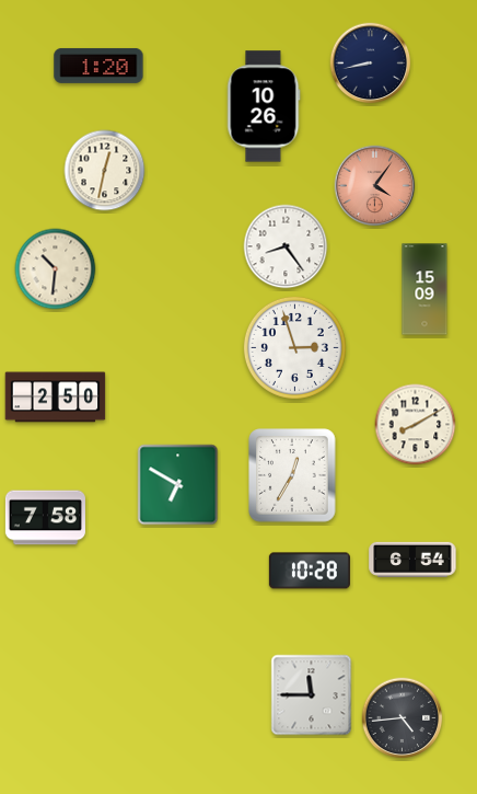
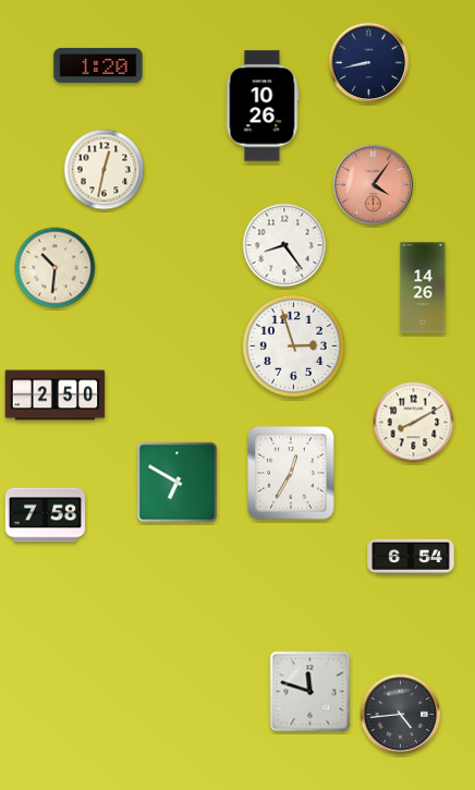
clock at (424, 289): 15:09 -> 14:26
clock at (310, 571): 10:28 -> none
clock at (312, 695): 11:45 -> 11:48
